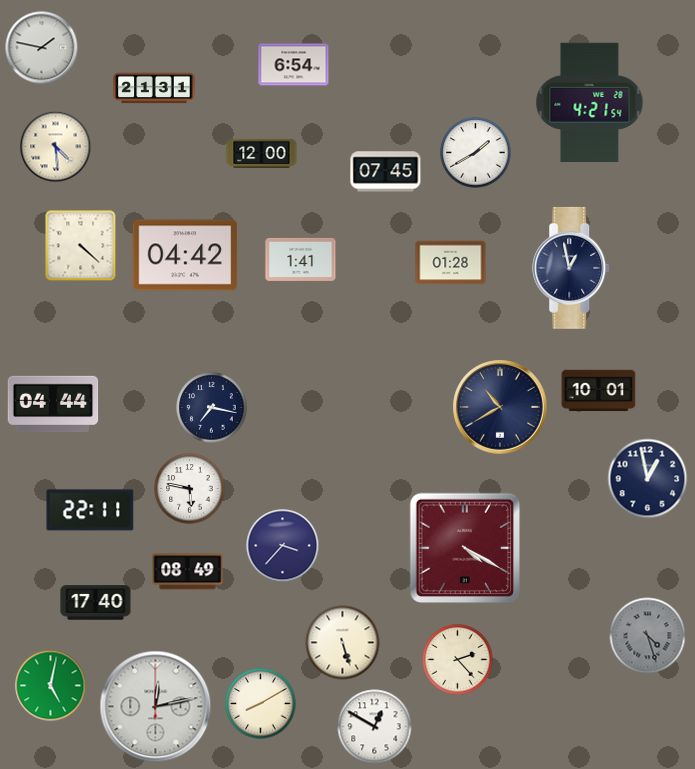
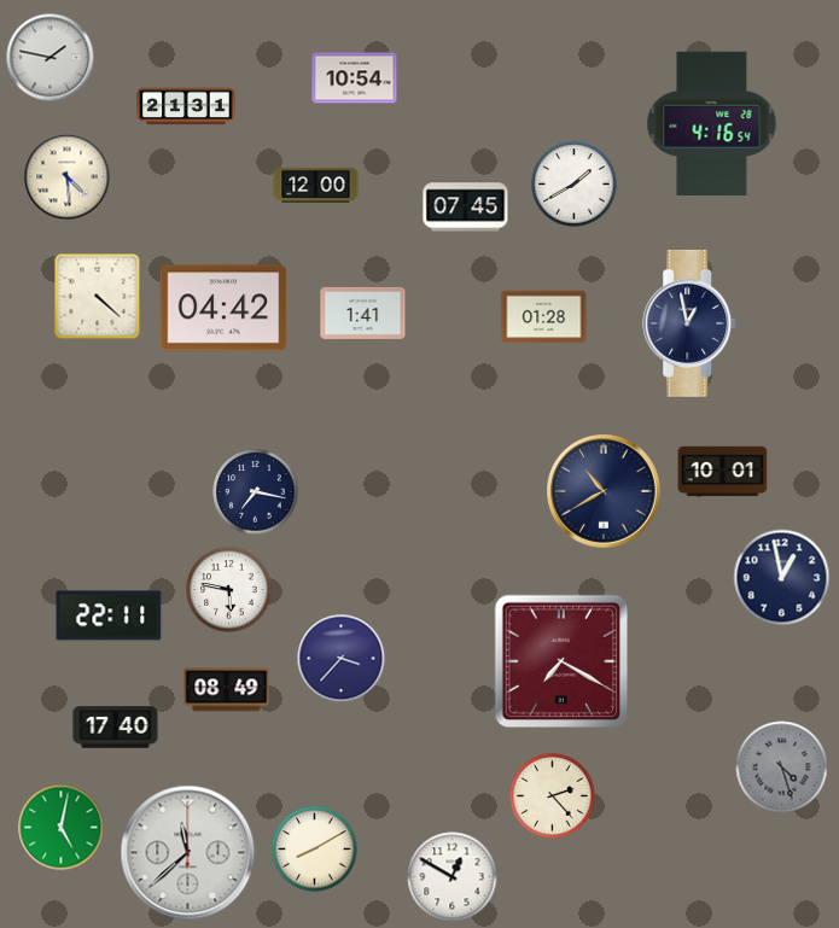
clock at (294, 65): 6:54 -> 10:54
clock at (590, 102): 4:21 -> 4:16
clock at (53, 404): 04:44 -> none
clock at (465, 548): 4:20 -> 7:20
clock at (343, 643): 5:27 -> none
clock at (156, 707): 12:13 -> 11:38
